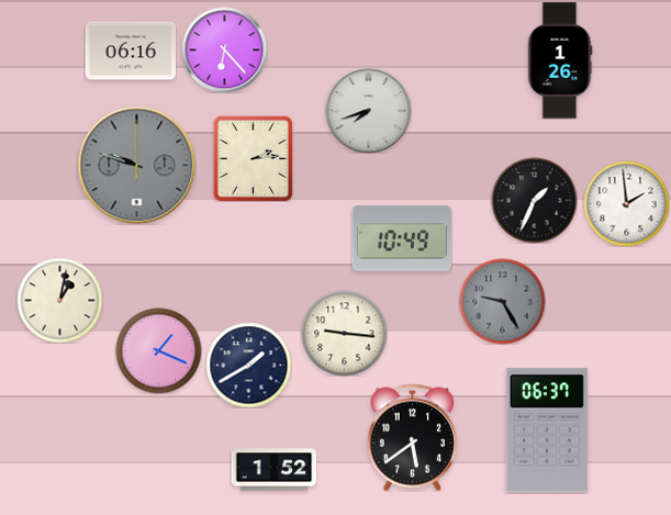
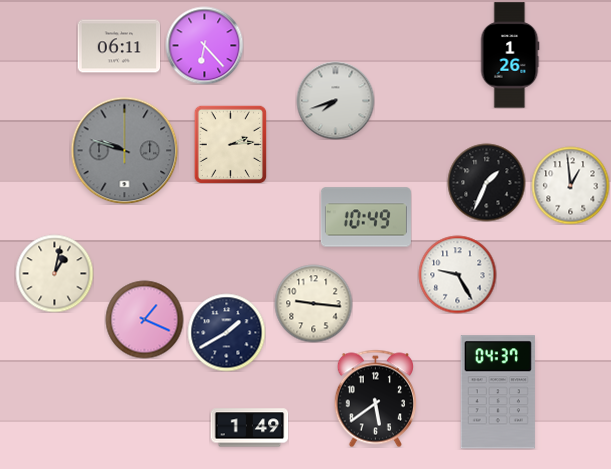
clock at (131, 51): 06:16 -> 06:11
clock at (626, 203): 1:59 -> 12:59
clock at (502, 301) dial: grey -> white
clock at (547, 430): 06:37 -> 04:37
clock at (273, 470): 1:52 -> 1:49
